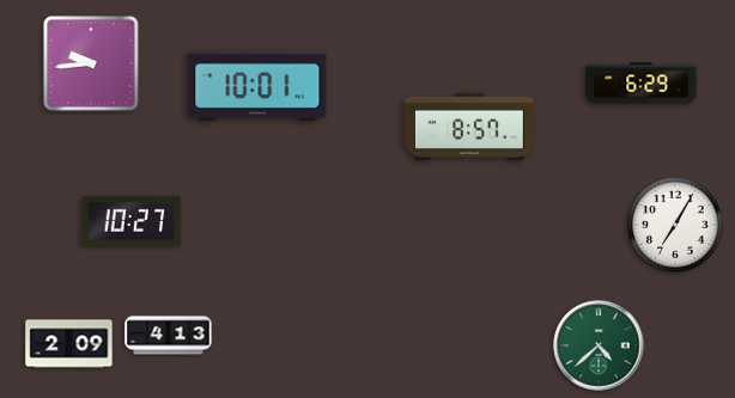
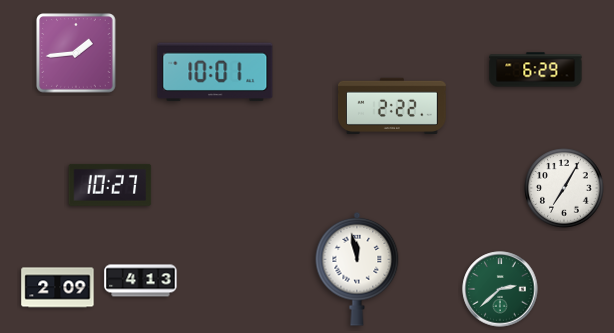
clock at (91, 63): 9:44 -> 1:44
clock at (469, 125): 8:57 -> 2:22
clock at (357, 269): none -> 11:58
clock at (599, 345): 4:38 -> 2:38
